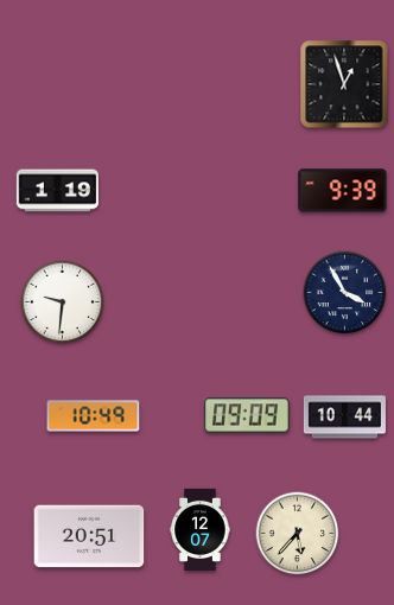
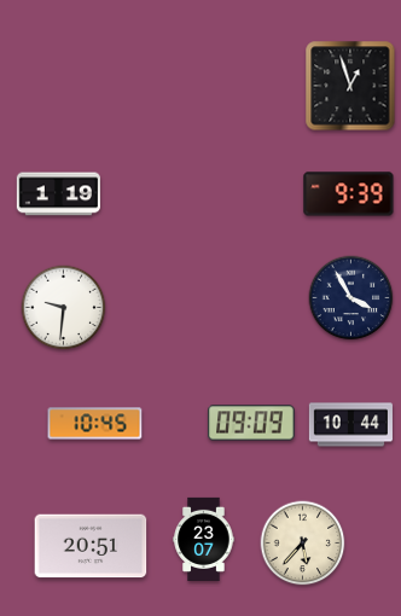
clock at (94, 416): 10:49 -> 10:45
clock at (201, 529): 12:07 -> 23:07
